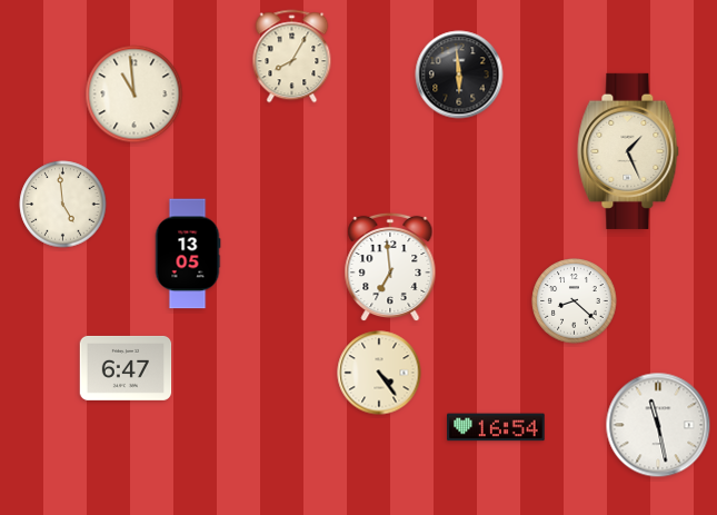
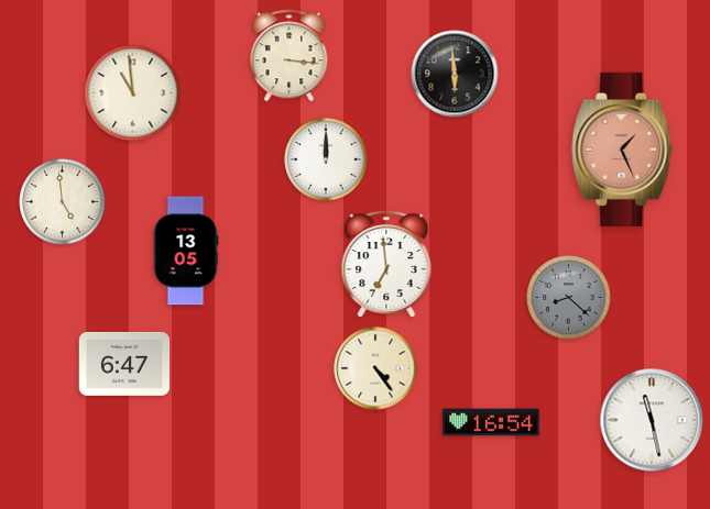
clock at (292, 57): 8:05 -> 3:16
clock at (628, 151) dial: cream -> salmon
clock at (326, 159): none -> 12:00
clock at (575, 301) dial: white -> grey
